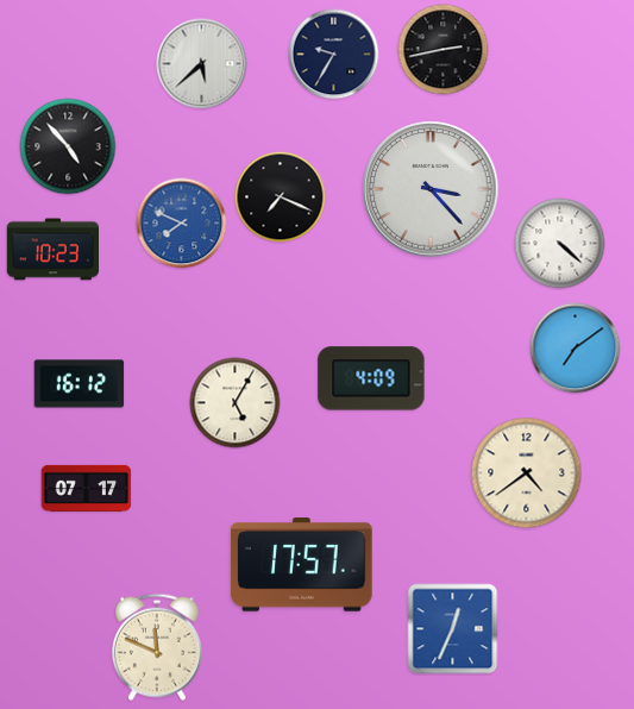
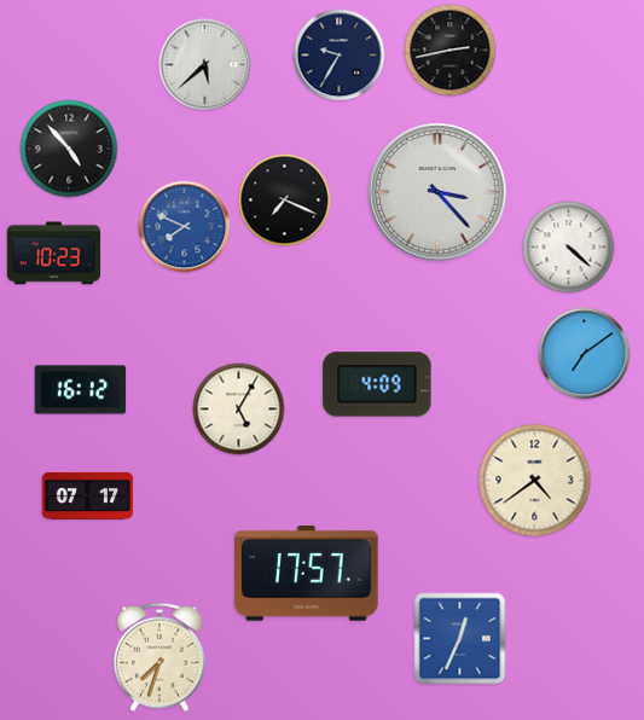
clock at (157, 647): 11:49 -> 7:33
